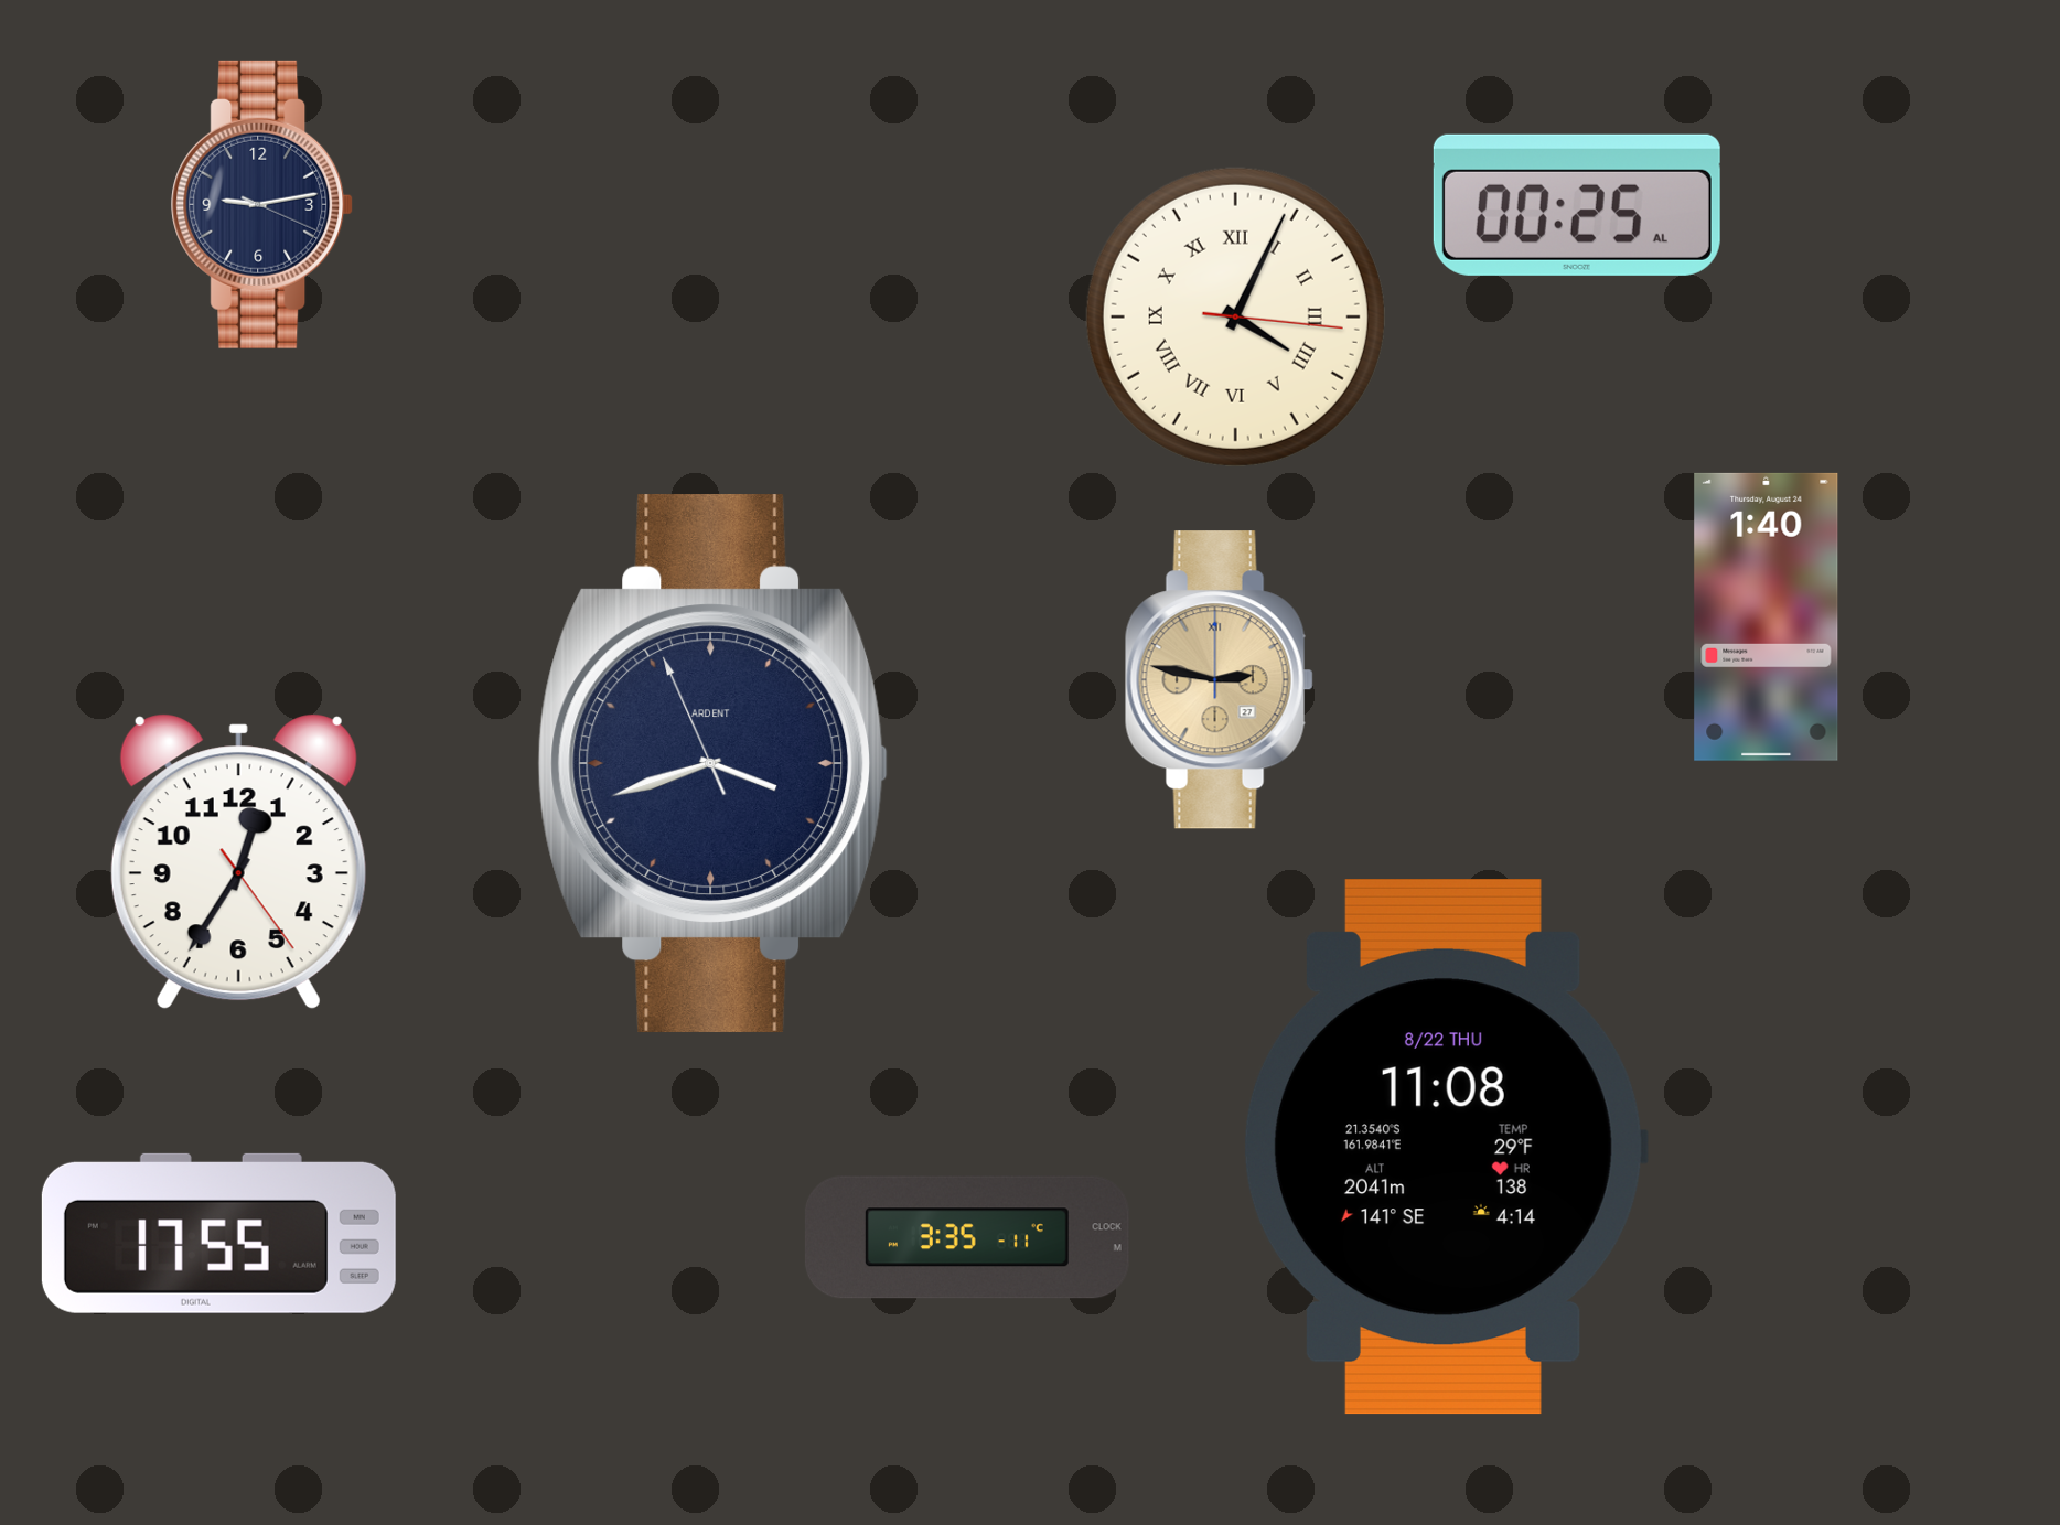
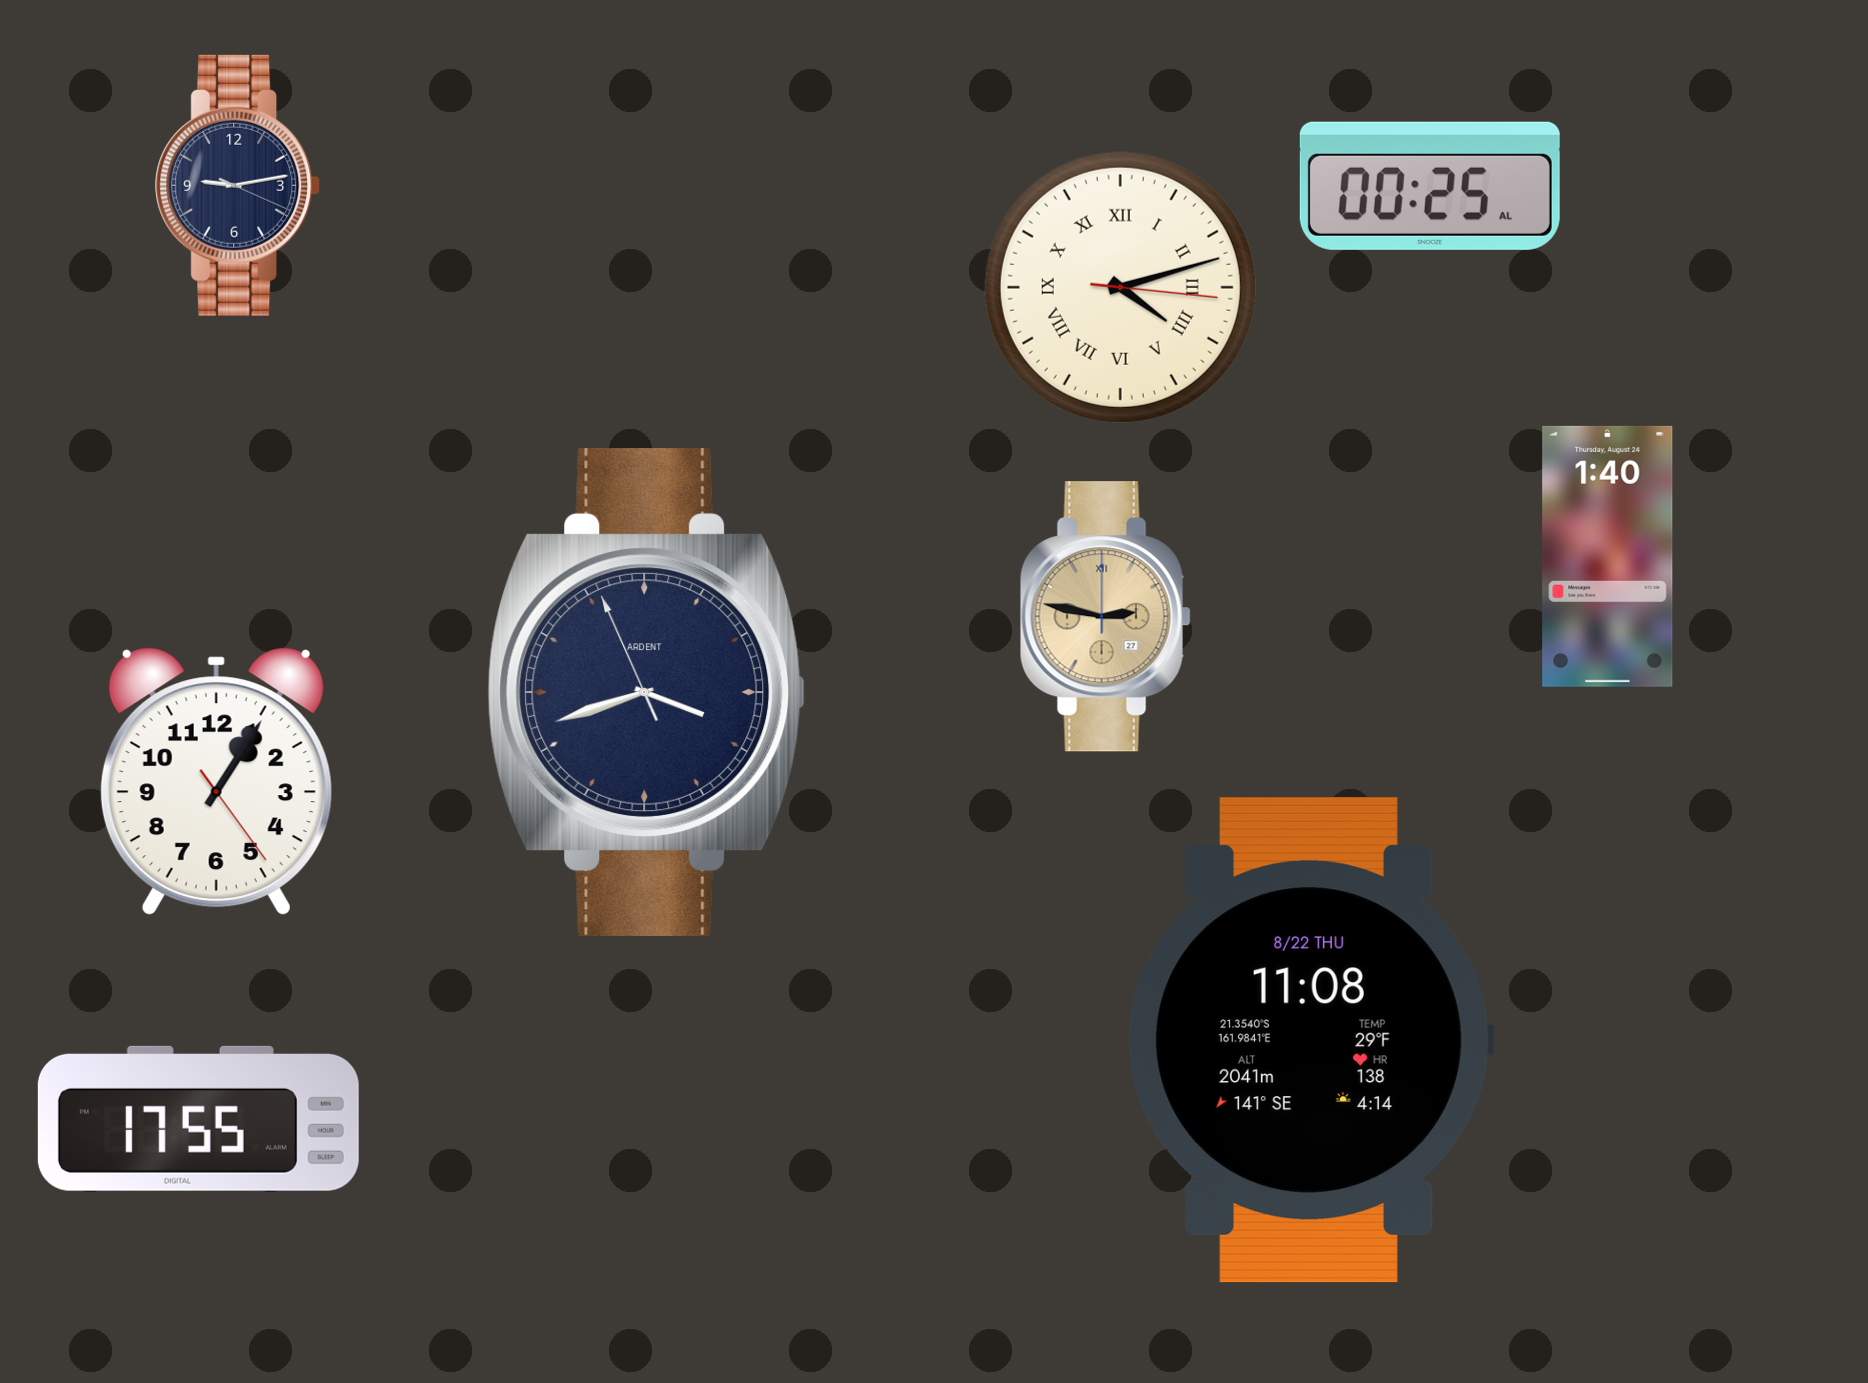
clock at (1235, 316): 4:04 -> 4:12
clock at (1767, 616) position: (1767, 616) -> (1608, 556)
clock at (238, 862): 12:35 -> 1:05
clock at (967, 1237): 3:35 -> none
